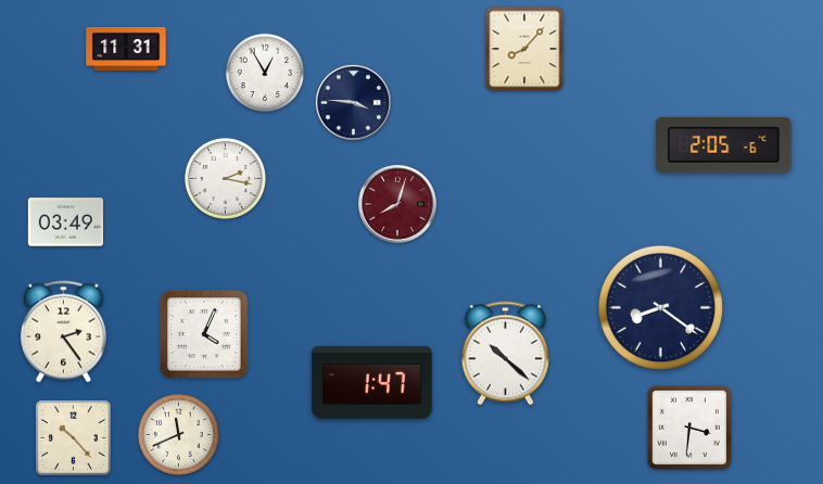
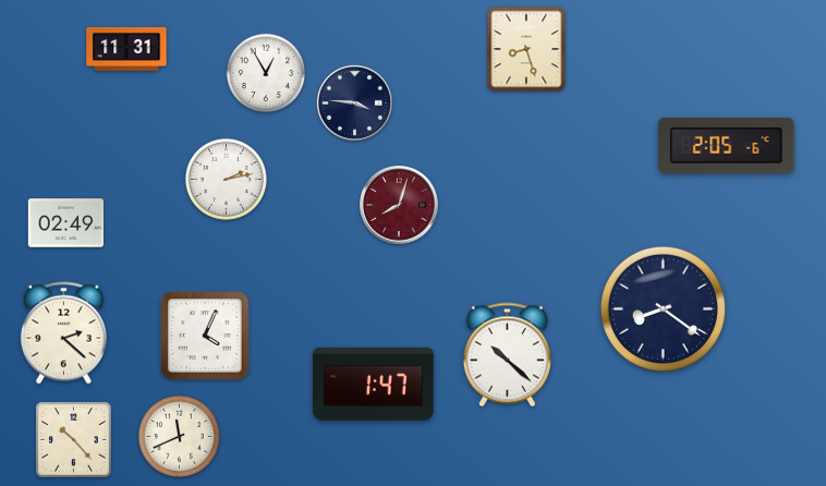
clock at (524, 49): 8:07 -> 8:27
clock at (225, 178): 2:17 -> 2:13
clock at (65, 222): 03:49 -> 02:49
clock at (63, 332): 2:24 -> 2:22
clock at (689, 428): 3:31 -> none
